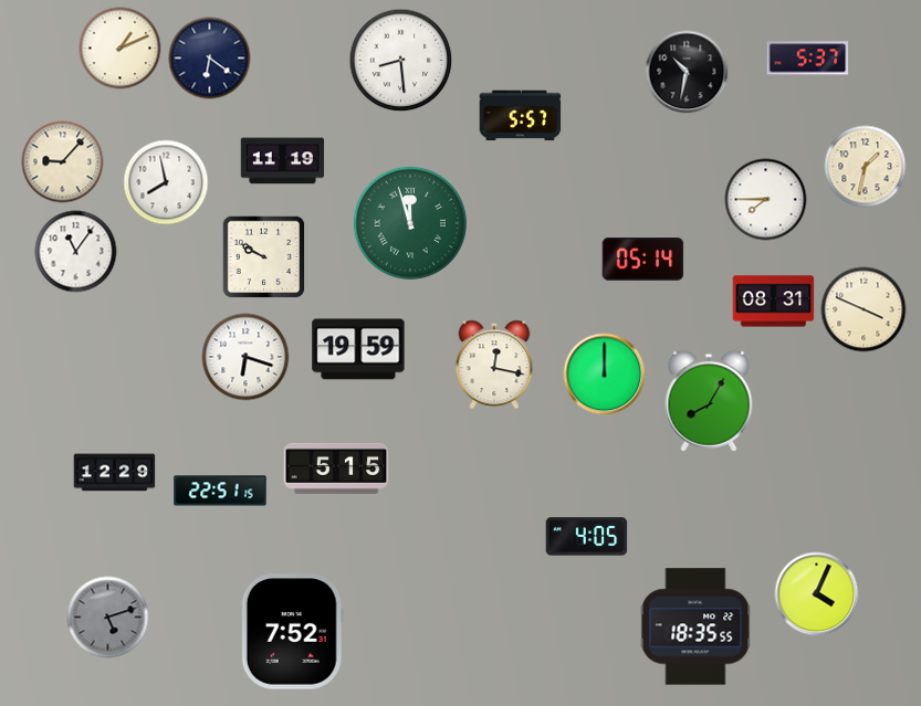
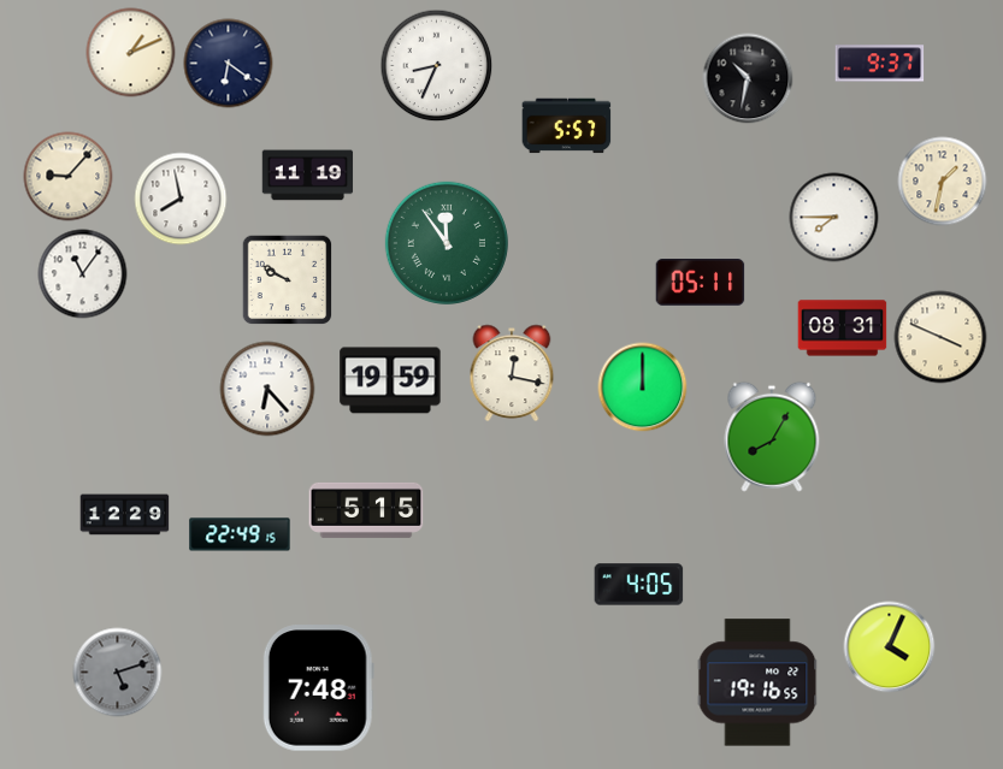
clock at (808, 59): 5:37 -> 9:37
clock at (401, 61): 8:29 -> 8:34
clock at (410, 223): 11:57 -> 11:54
clock at (643, 260): 05:14 -> 05:11
clock at (245, 357): 6:18 -> 6:23
clock at (494, 365) position: (494, 365) -> (512, 373)
clock at (605, 375) position: (605, 375) -> (643, 388)
clock at (220, 491): 22:51 -> 22:49
clock at (695, 626): 18:35 -> 19:16
clock at (292, 632): 7:52 -> 7:48
